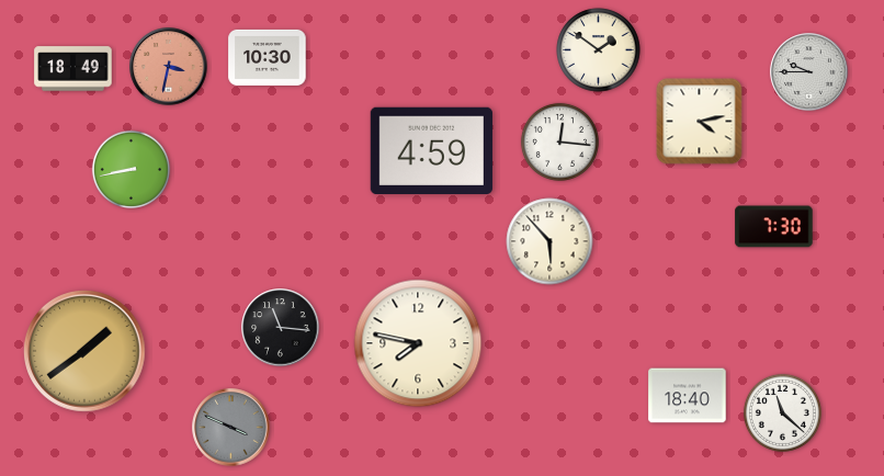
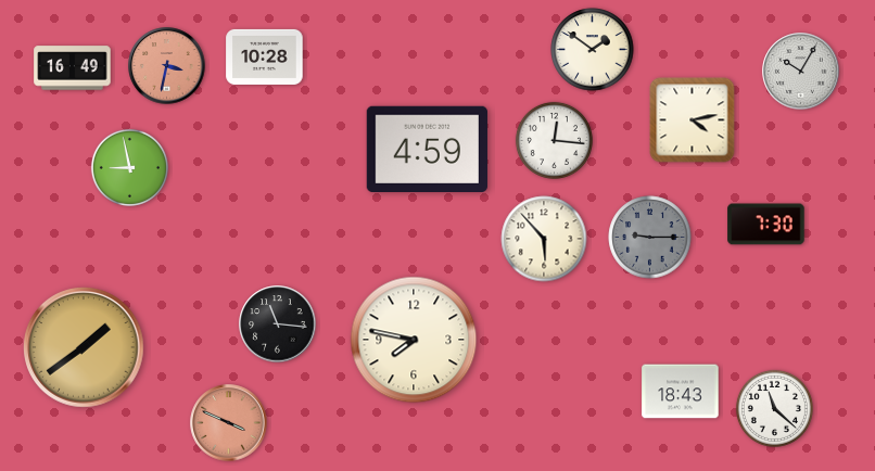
clock at (268, 57): 10:30 -> 10:28
clock at (73, 69): 18:49 -> 16:49
clock at (809, 72): 9:45 -> 10:05
clock at (131, 169): 8:43 -> 8:58
clock at (650, 238): none -> 9:15
clock at (688, 396): 18:40 -> 18:43
clock at (231, 428) dial: grey -> salmon
